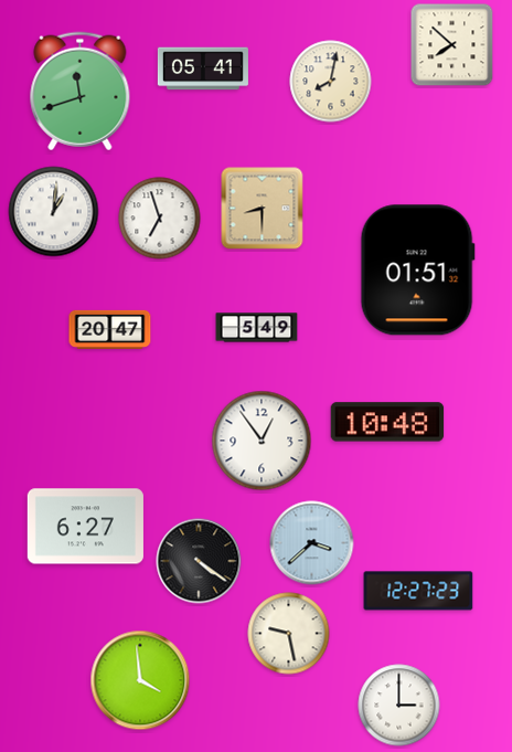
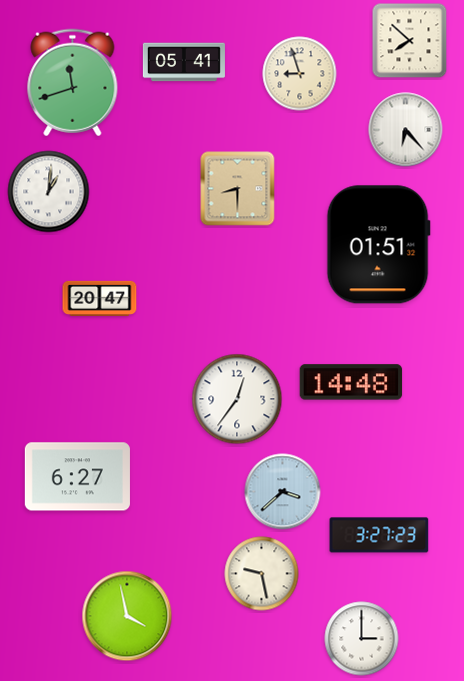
clock at (331, 82): 8:02 -> 8:57
clock at (406, 130): none -> 6:23
clock at (160, 219): 6:57 -> none
clock at (257, 328): 5:49 -> none
clock at (387, 422): 10:48 -> 14:48
clock at (262, 441): 12:54 -> 12:36
clock at (199, 561): 4:21 -> none
clock at (418, 591): 12:27 -> 3:27
clock at (140, 680): 3:59 -> 3:58
